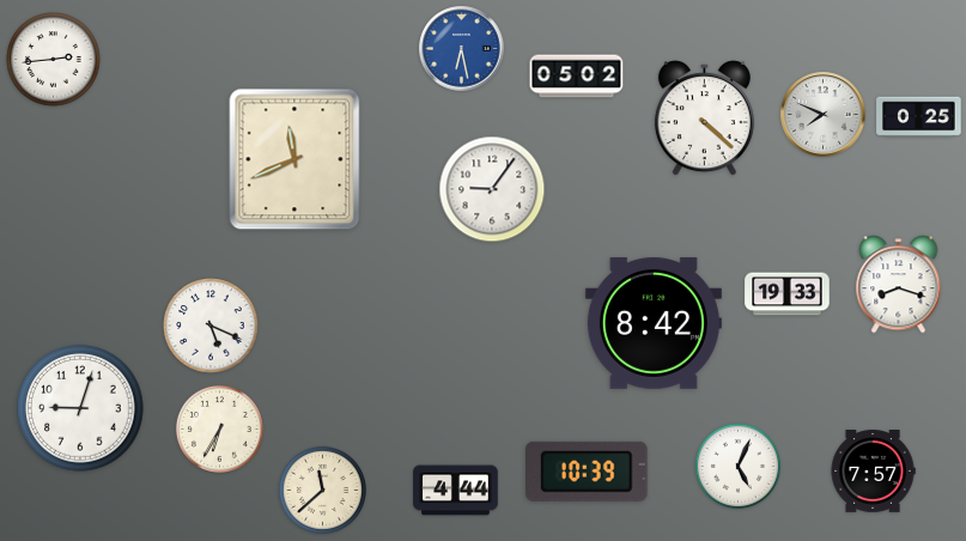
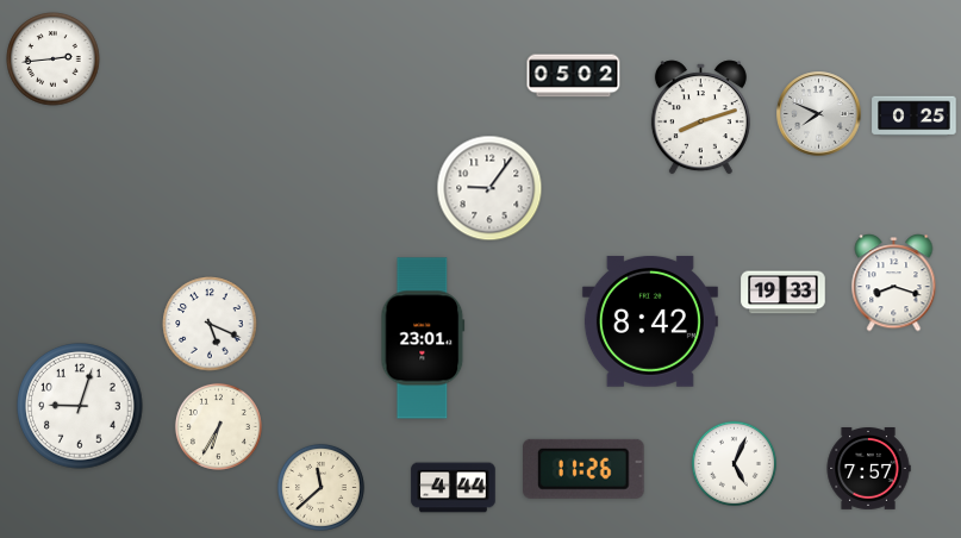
clock at (462, 49): 6:28 -> none
clock at (704, 118): 4:22 -> 8:12
clock at (294, 159): 11:41 -> none
clock at (423, 338): none -> 23:01
clock at (588, 472): 10:39 -> 11:26
